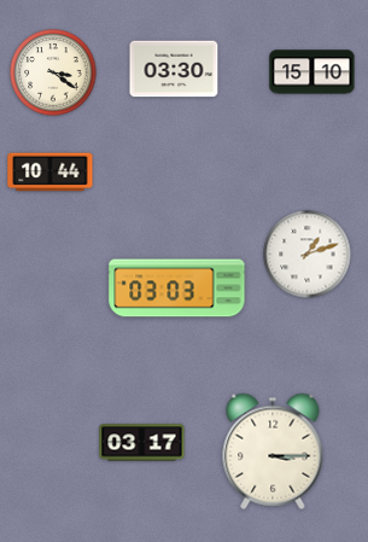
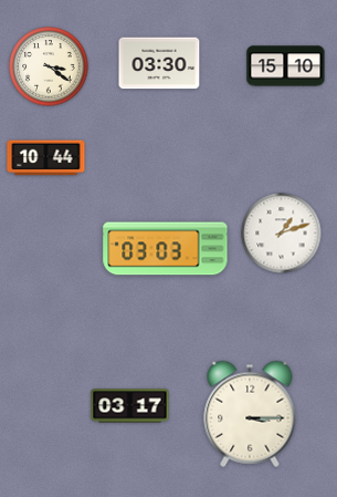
clock at (177, 289) position: (177, 289) -> (166, 249)
